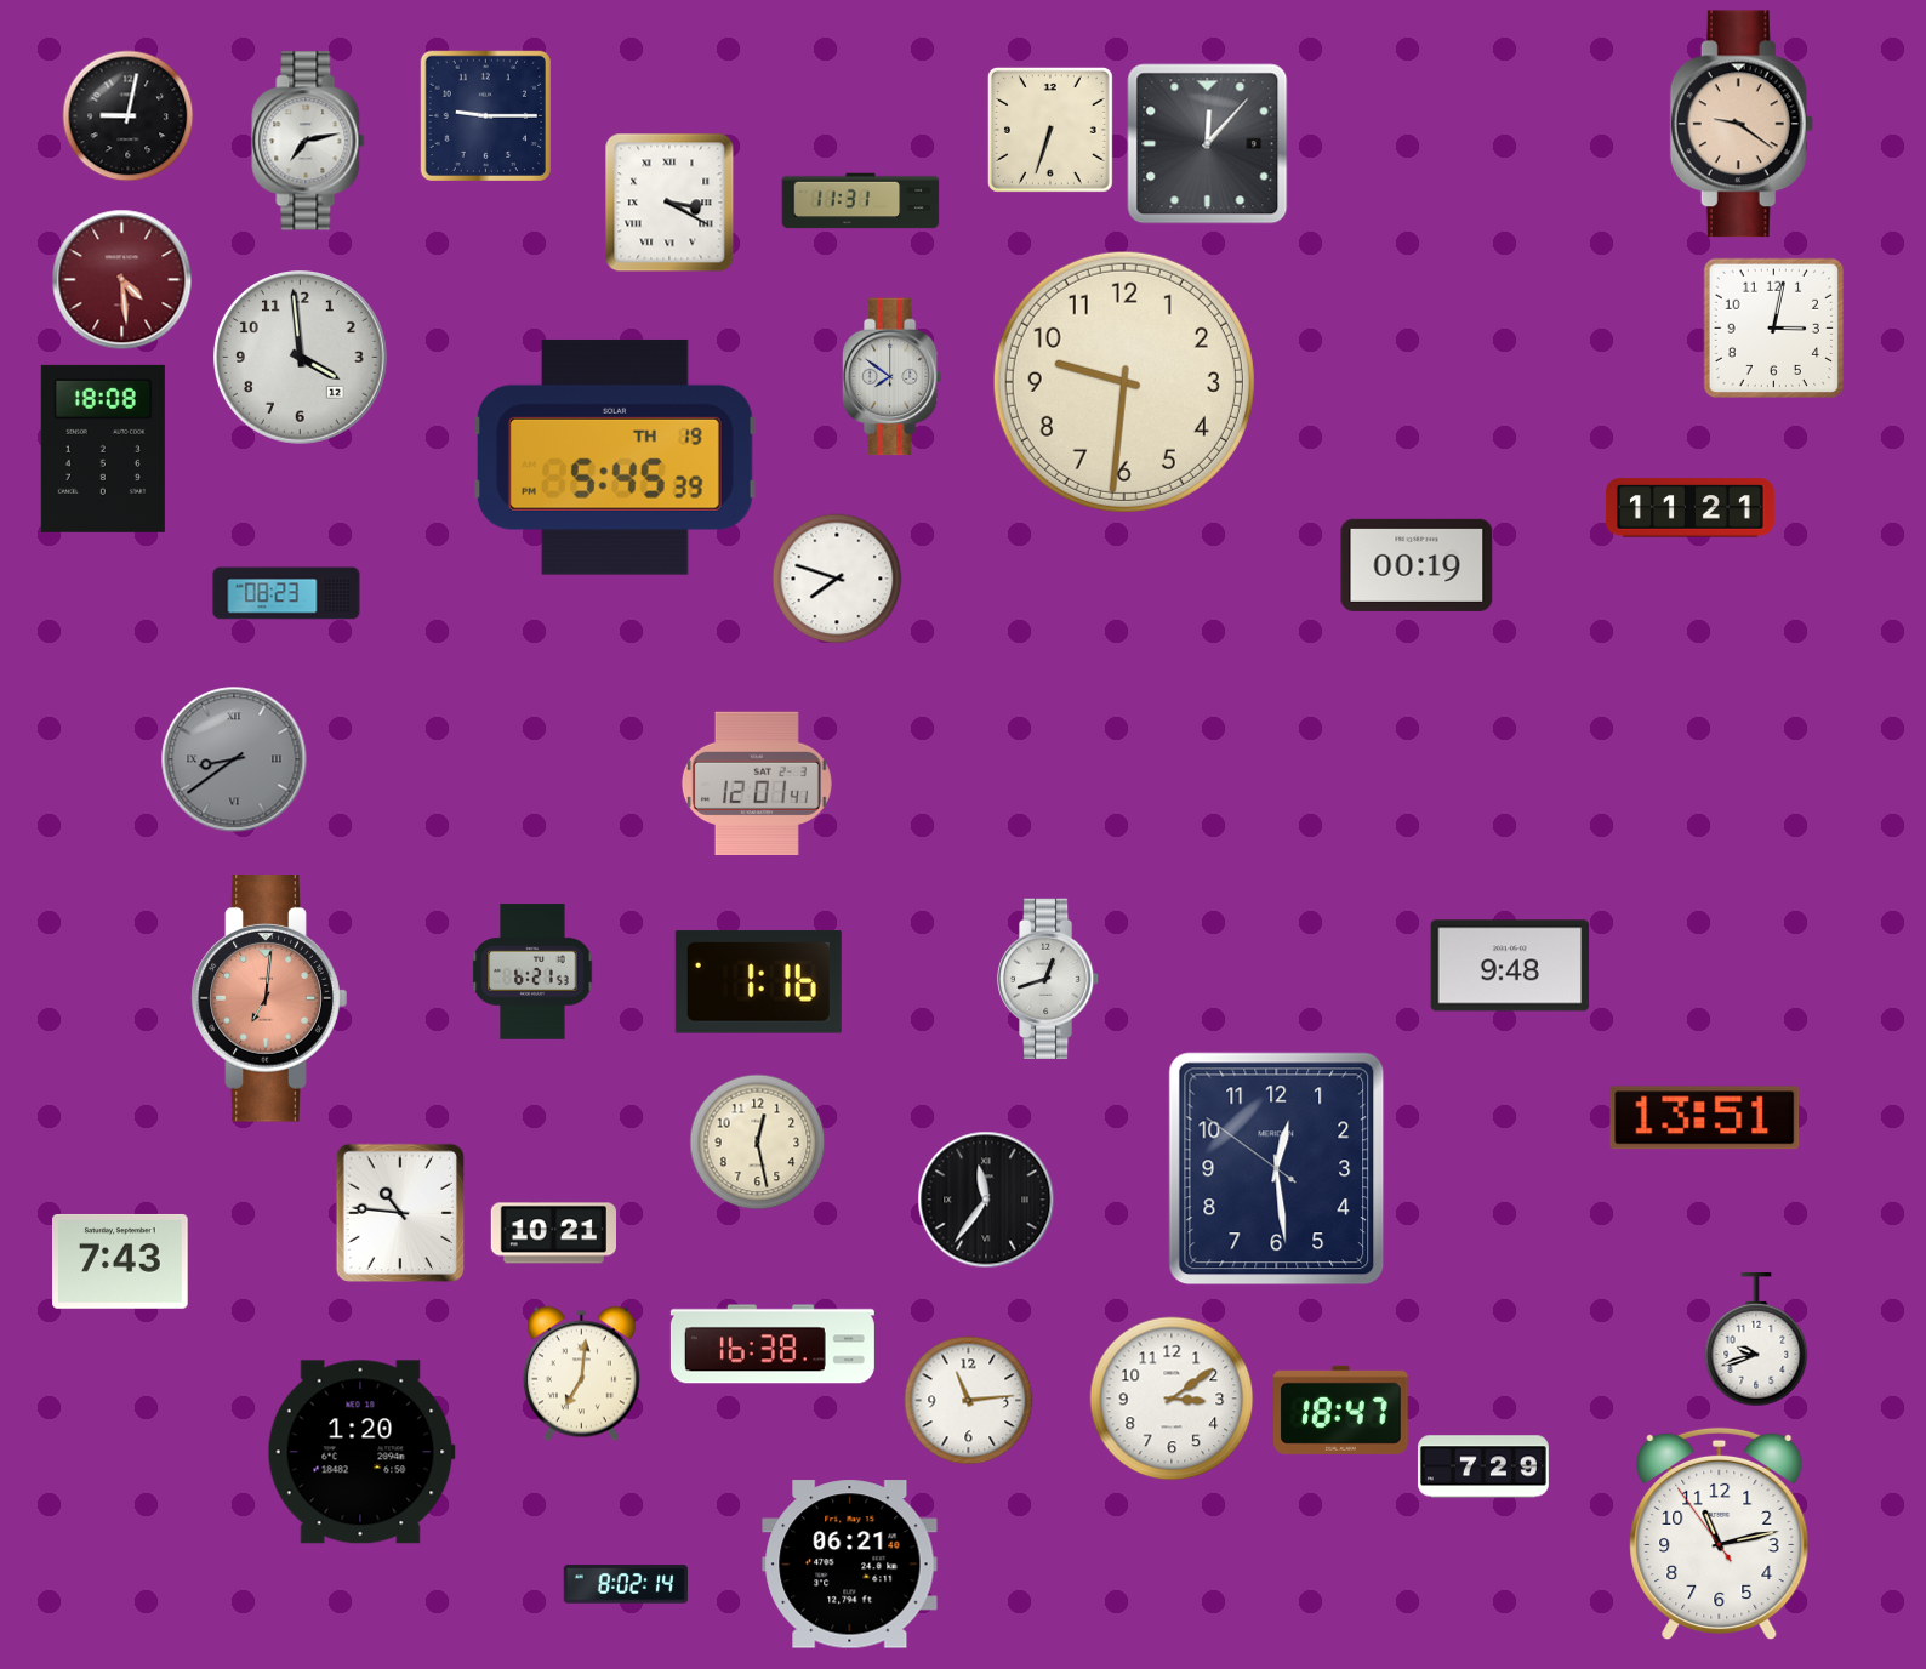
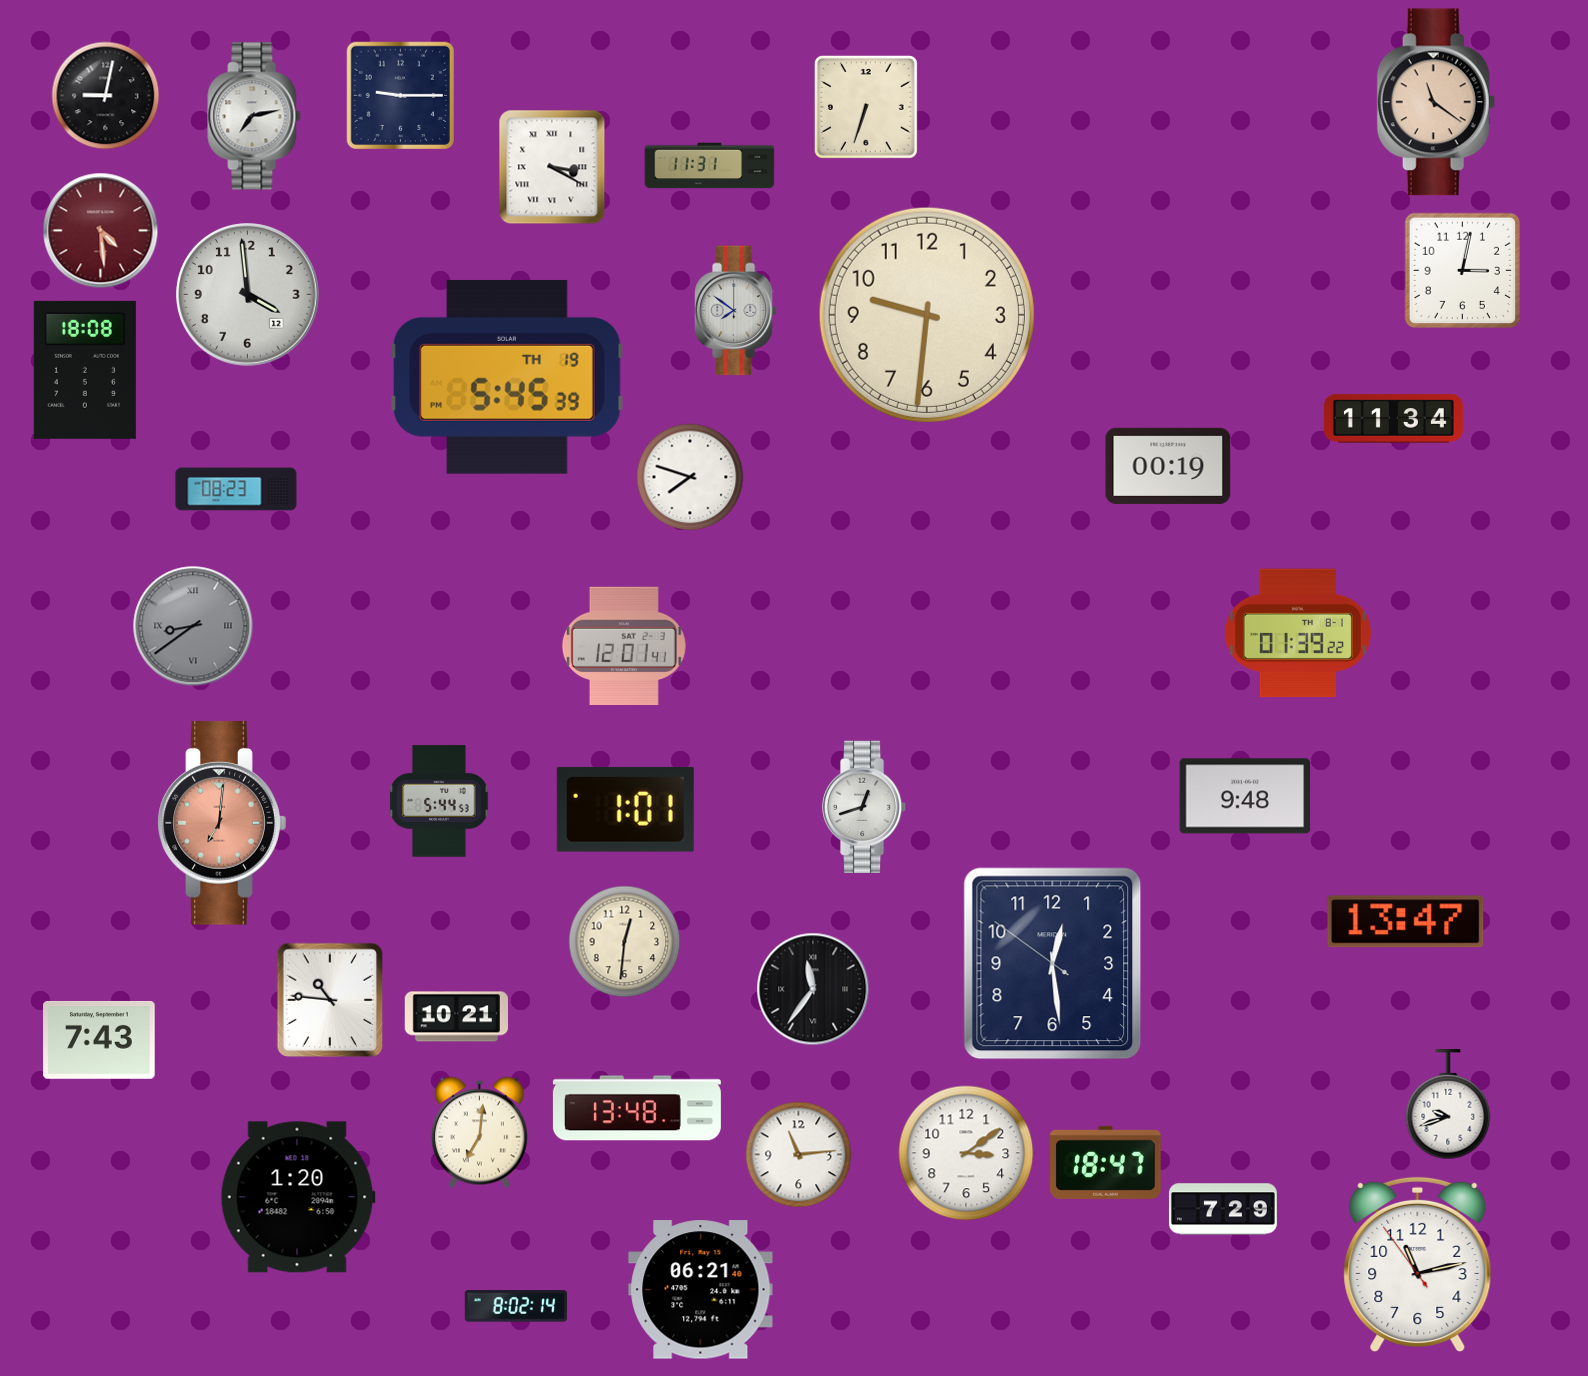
clock at (1742, 124): 9:21 -> 11:21
clock at (1208, 144): 12:07 -> none
clock at (1689, 508): 11:21 -> 11:34
clock at (1298, 633): none -> 01:39
clock at (532, 972): 6:21 -> 5:44
clock at (758, 981): 1:16 -> 1:01
clock at (1705, 1118): 13:51 -> 13:47
clock at (758, 1143): 12:28 -> 12:31
clock at (773, 1344): 16:38 -> 13:48
